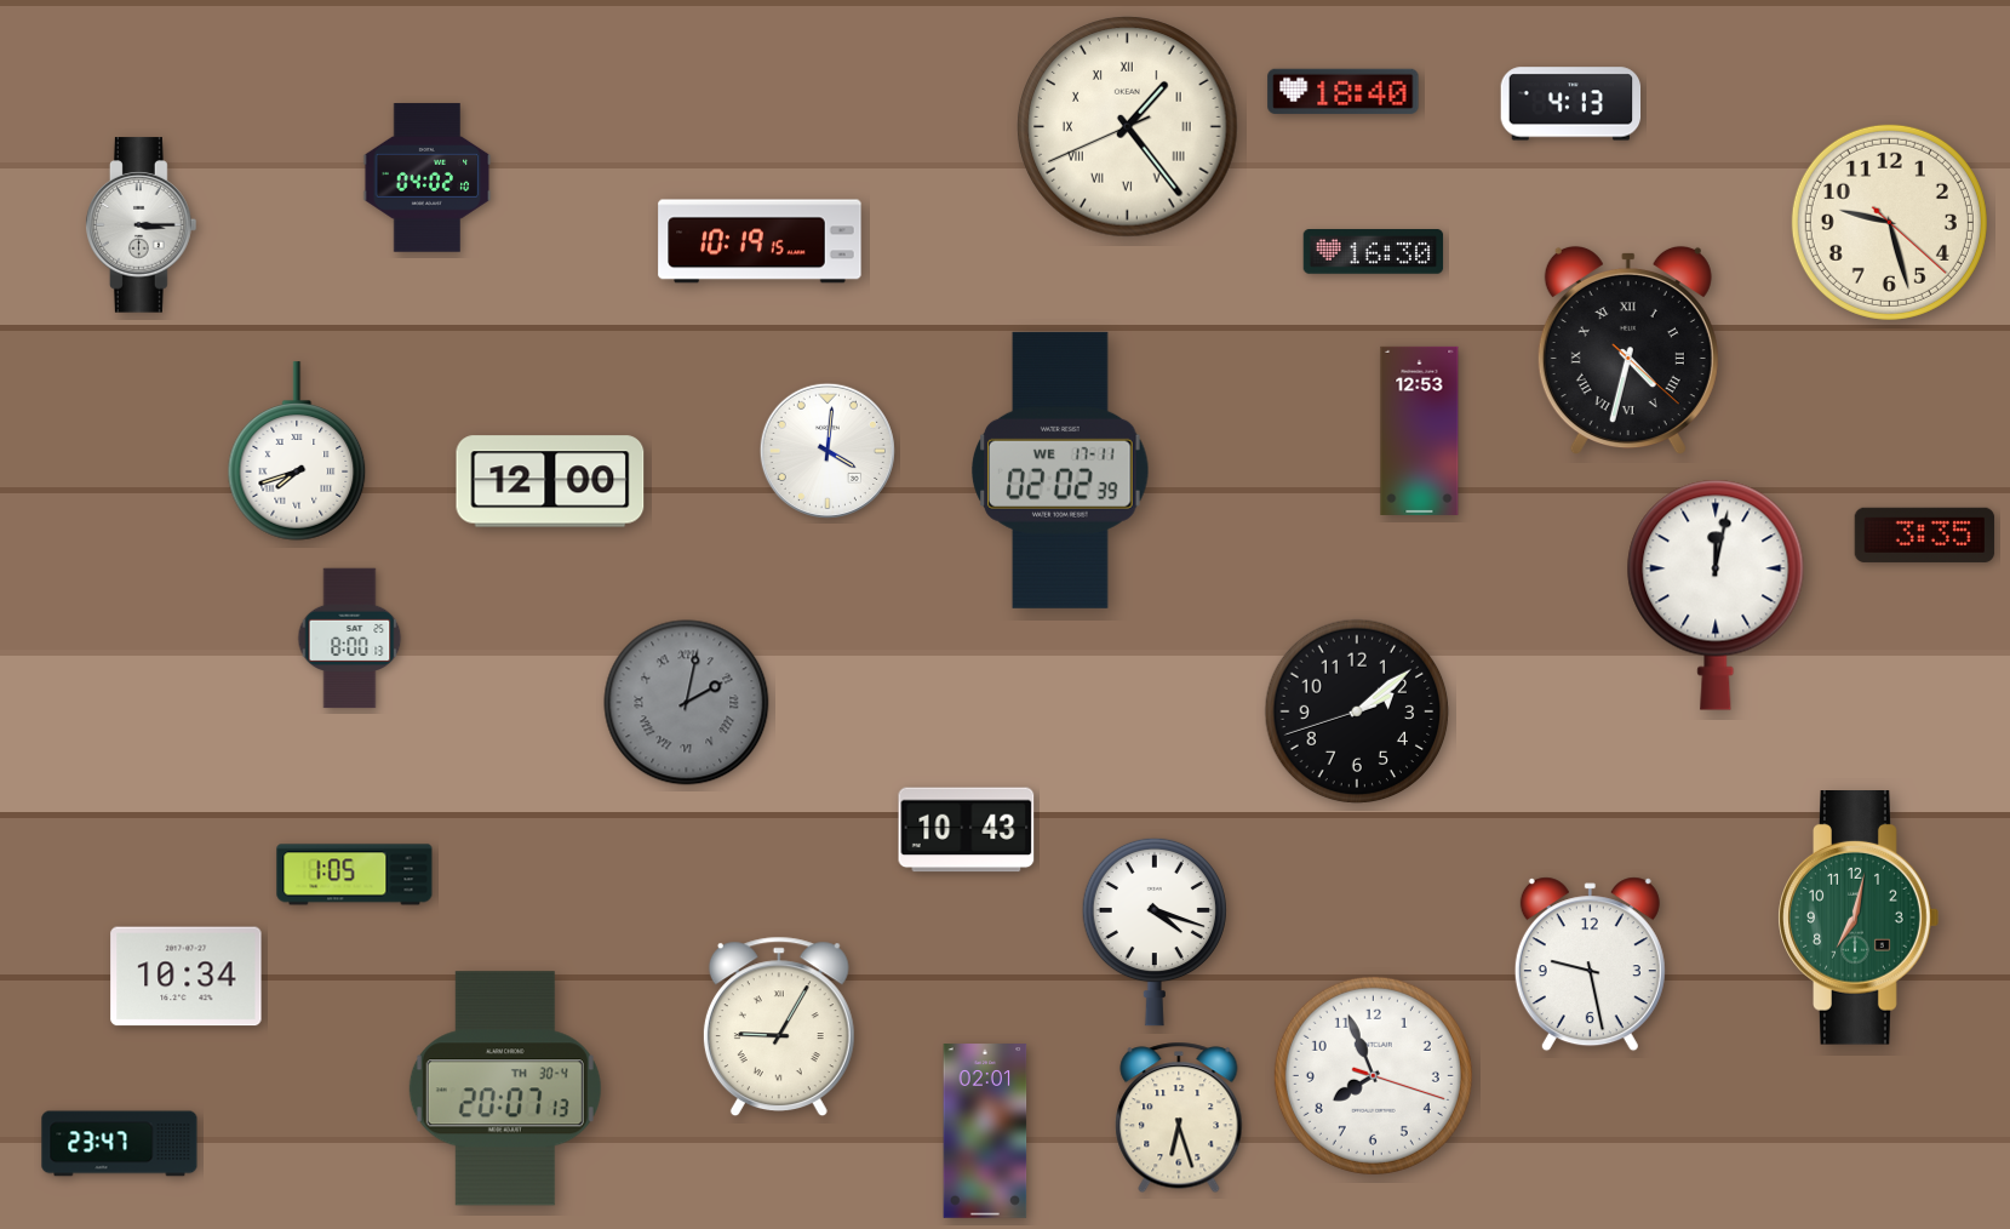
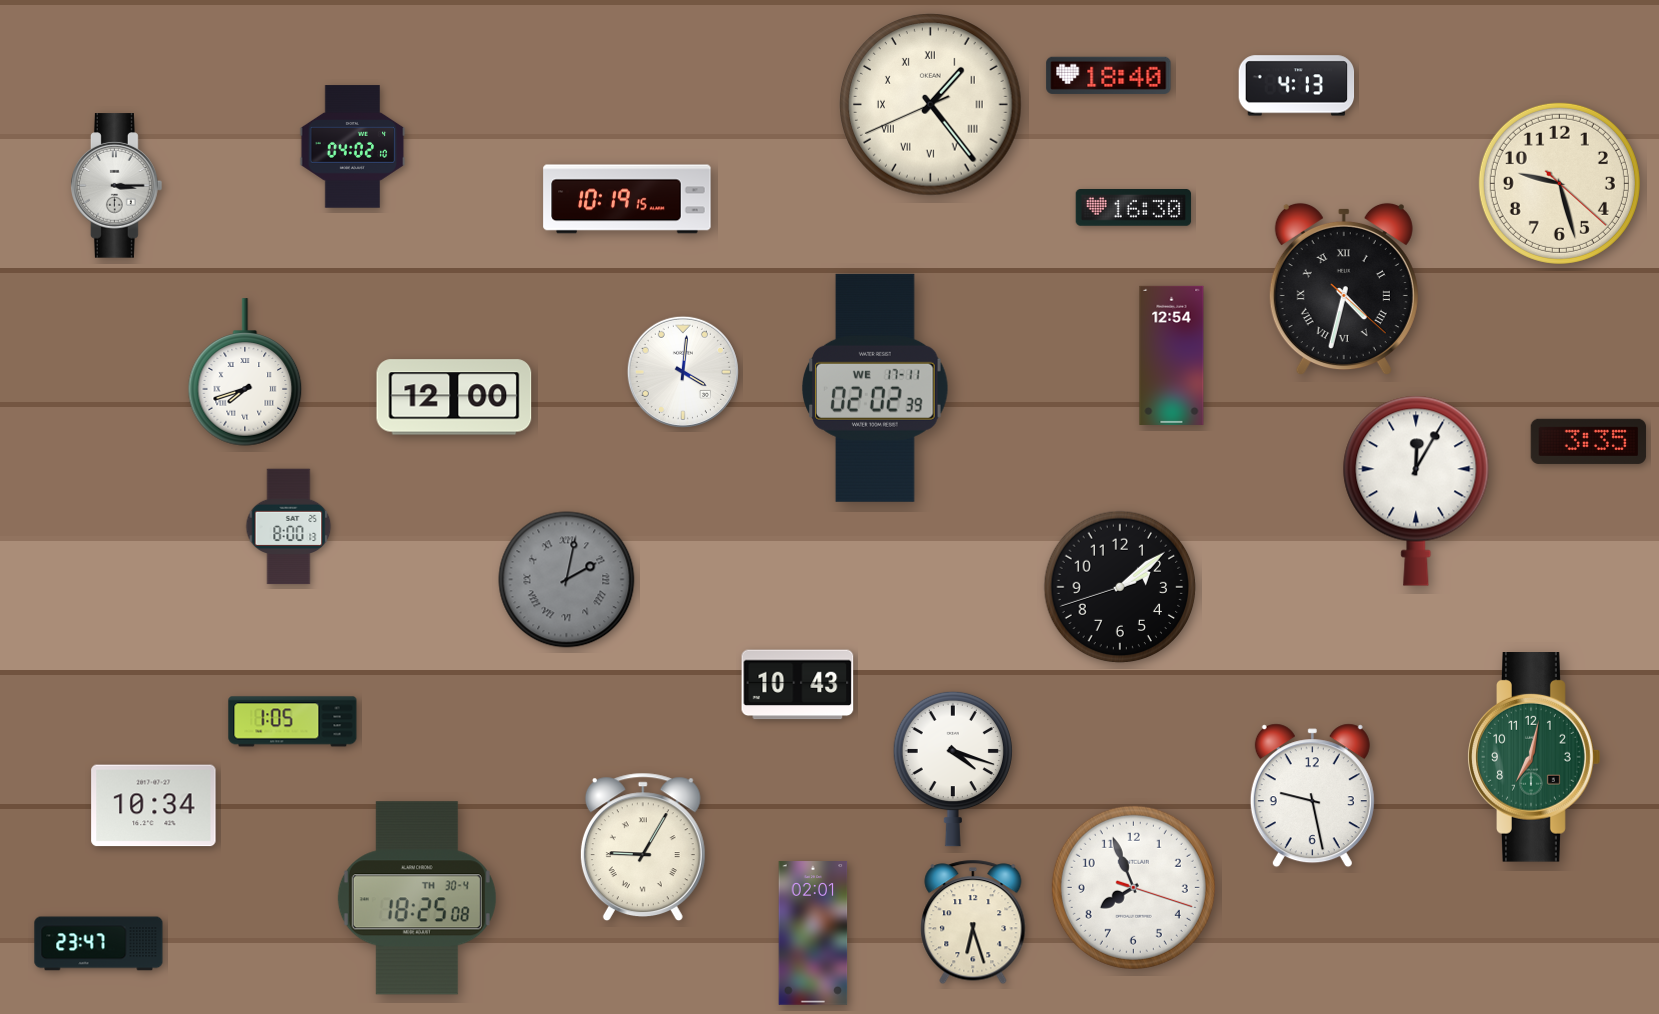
clock at (1420, 430): 12:53 -> 12:54
clock at (1716, 595): 12:02 -> 12:05
clock at (505, 1088): 20:07 -> 18:25
